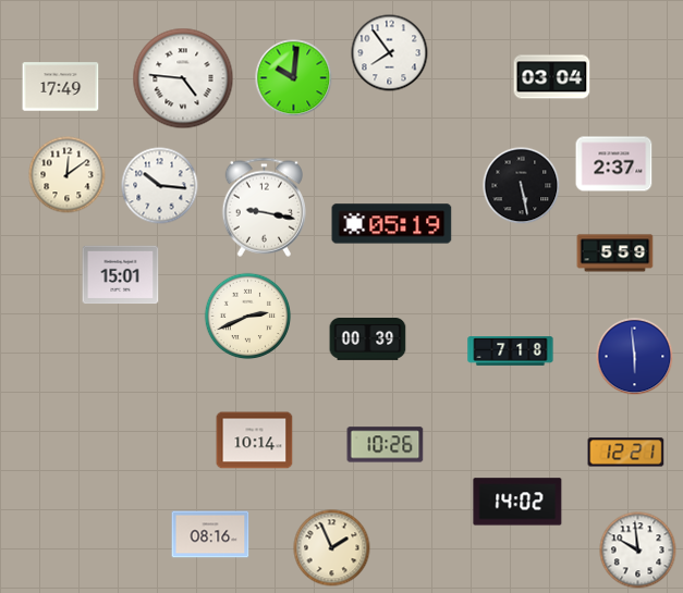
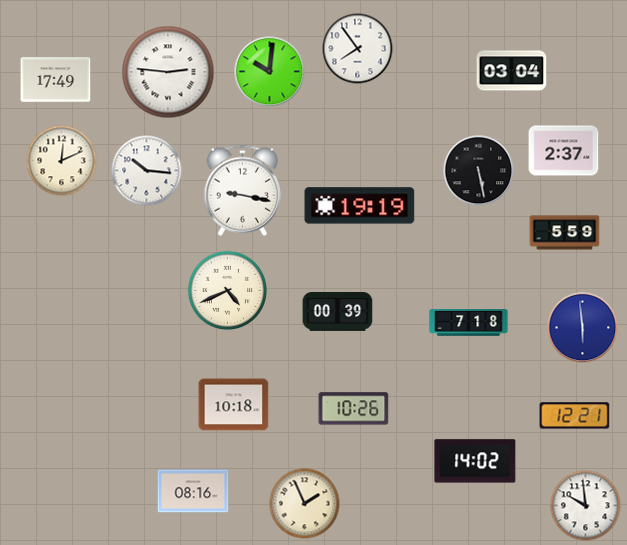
clock at (552, 77) position: (552, 77) -> (512, 71)
clock at (183, 78): 4:46 -> 2:46
clock at (68, 175): 12:09 -> 12:11
clock at (392, 224): 05:19 -> 19:19
clock at (121, 275): 15:01 -> none
clock at (248, 317): 2:41 -> 4:41
clock at (255, 441): 10:14 -> 10:18
